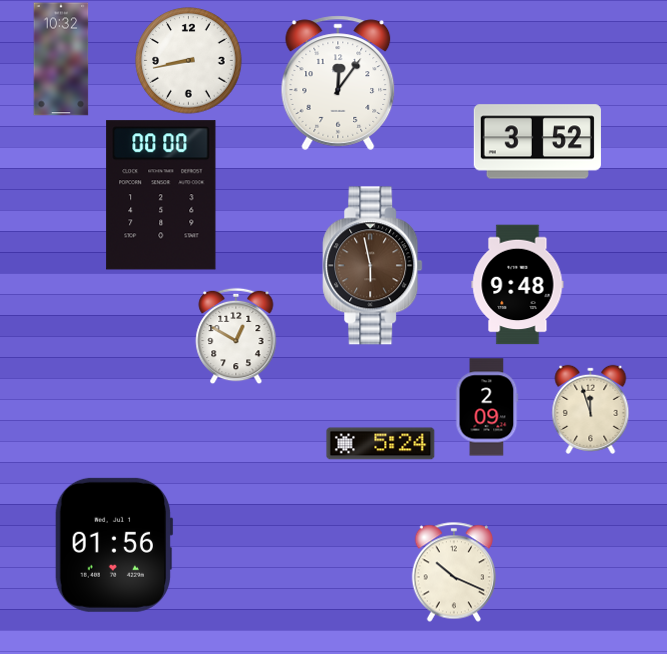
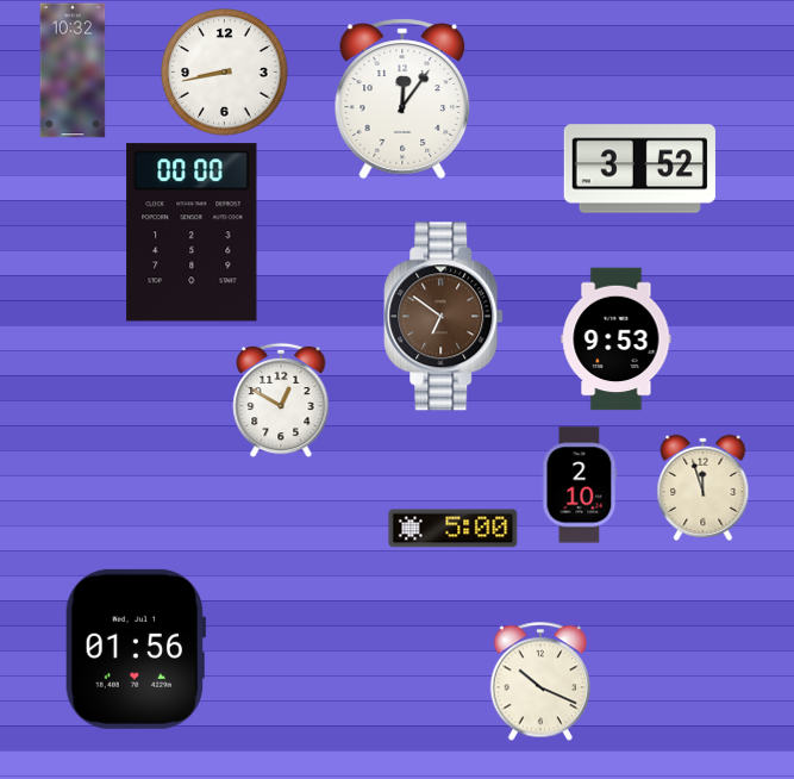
clock at (373, 266): 5:58 -> 6:51
clock at (518, 285): 9:48 -> 9:53
clock at (487, 407): 2:09 -> 2:10
clock at (381, 444): 5:24 -> 5:00
